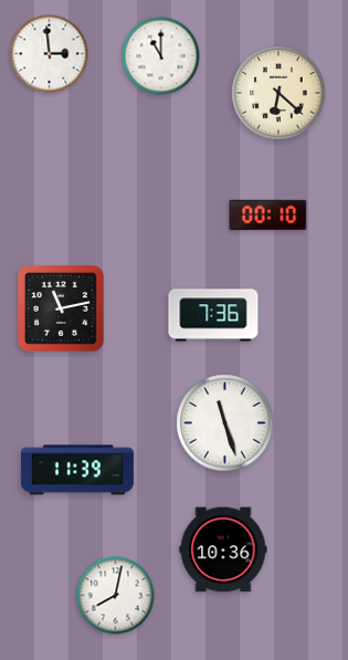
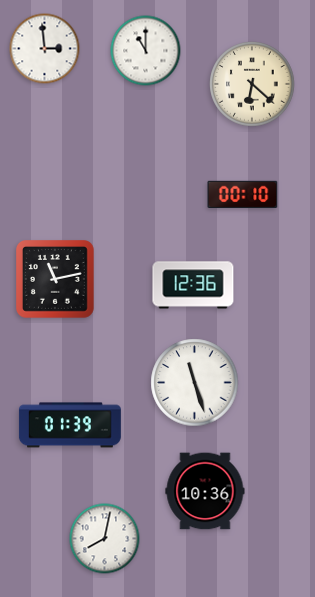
clock at (213, 315): 7:36 -> 12:36
clock at (225, 423) position: (225, 423) -> (195, 383)
clock at (77, 470): 11:39 -> 01:39
clock at (223, 549) position: (223, 549) -> (205, 491)
